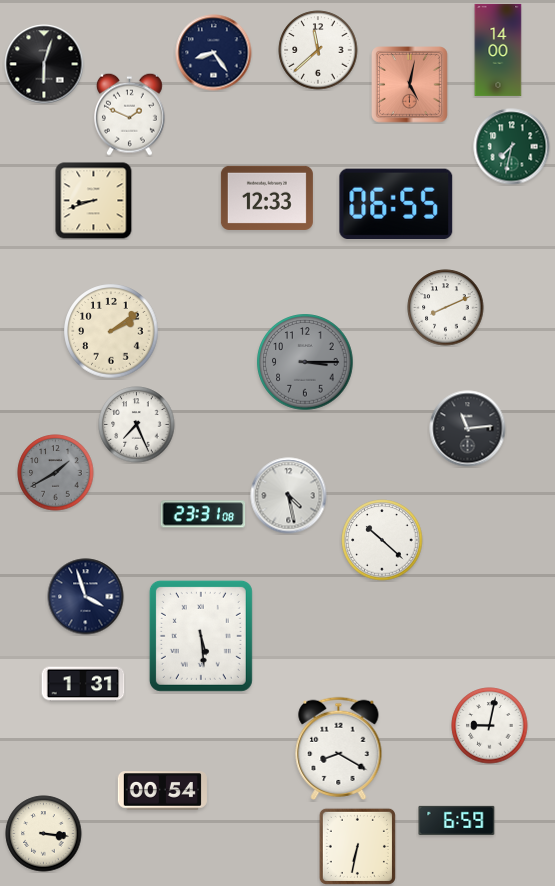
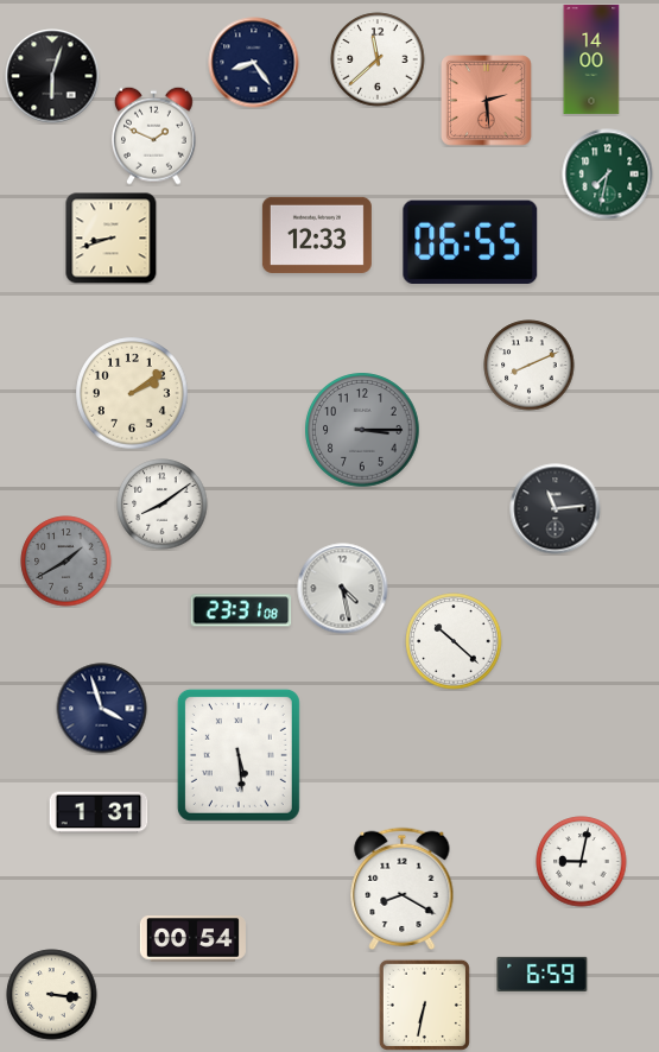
clock at (410, 85): 5:02 -> 2:29
clock at (137, 425): 7:26 -> 8:09
clock at (44, 834) position: (44, 834) -> (52, 995)
